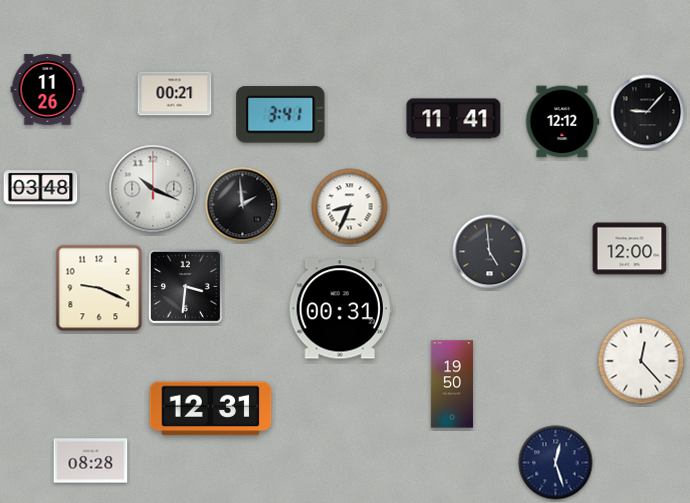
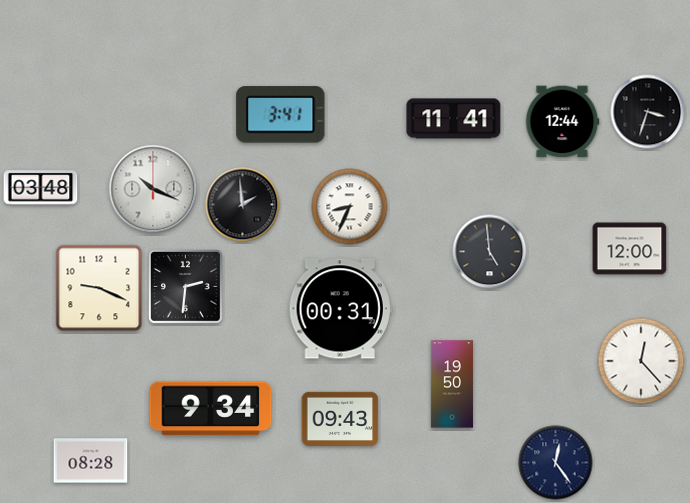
clock at (48, 90): 11:26 -> none
clock at (175, 94): 00:21 -> none
clock at (648, 112): 9:07 -> 3:33
clock at (562, 122): 12:12 -> 12:44
clock at (186, 287): 3:31 -> 2:31
clock at (211, 409): 12:31 -> 9:34
clock at (340, 419): none -> 09:43
clock at (556, 463): 12:27 -> 12:24
